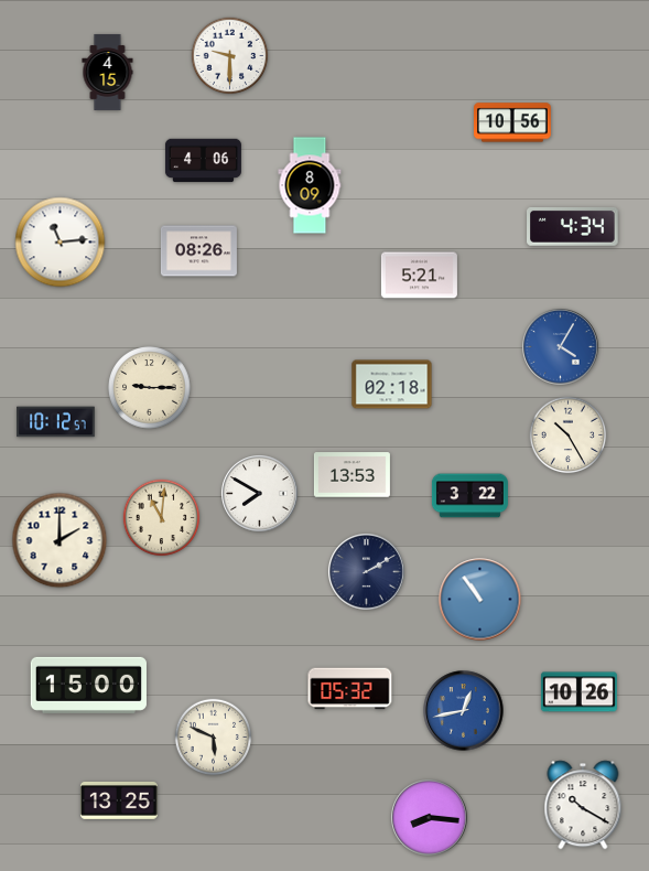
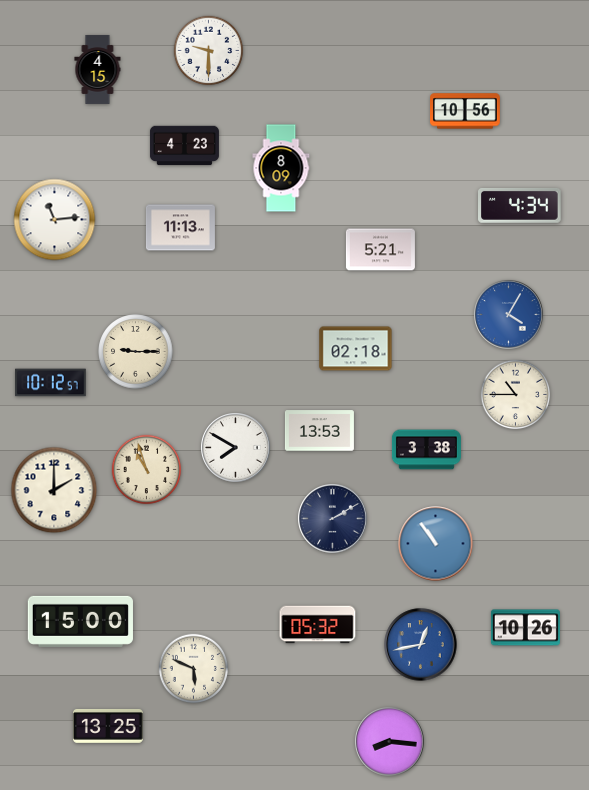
clock at (108, 72) position: (108, 72) -> (98, 69)
clock at (203, 161): 4:06 -> 4:23
clock at (198, 251): 08:26 -> 11:13
clock at (569, 436): 10:25 -> 10:45
clock at (469, 496): 3:22 -> 3:38
clock at (162, 518): 11:01 -> 10:57
clock at (583, 805): 10:20 -> none
